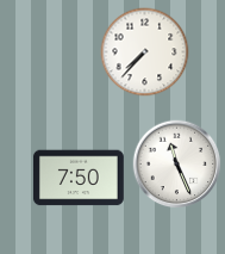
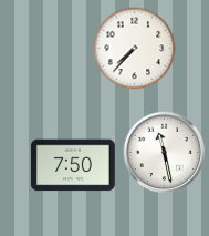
clock at (177, 165): 11:26 -> 11:28
